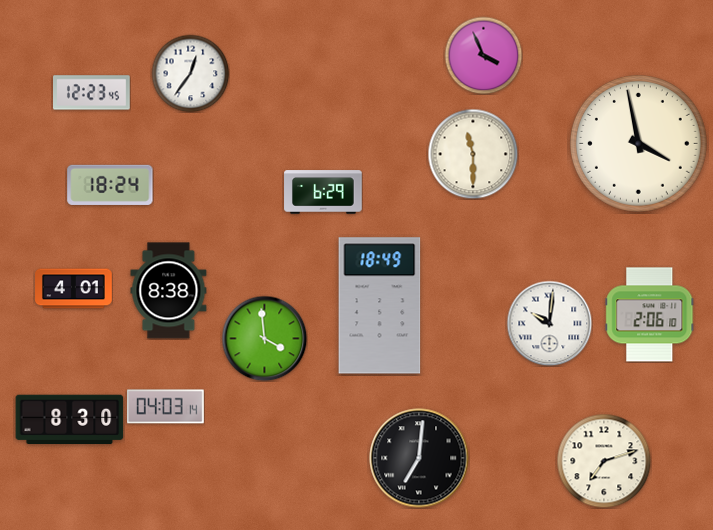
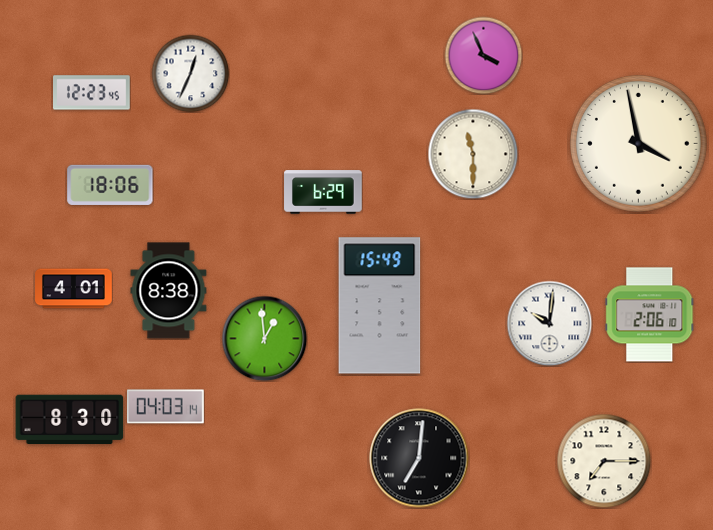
clock at (190, 73): 12:36 -> 12:34
clock at (110, 185): 18:24 -> 18:06
clock at (380, 306): 18:49 -> 15:49
clock at (264, 338): 3:59 -> 12:59
clock at (604, 461): 7:12 -> 7:15
